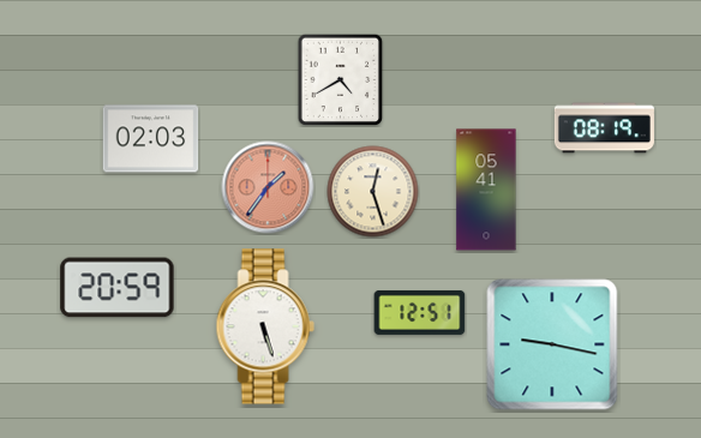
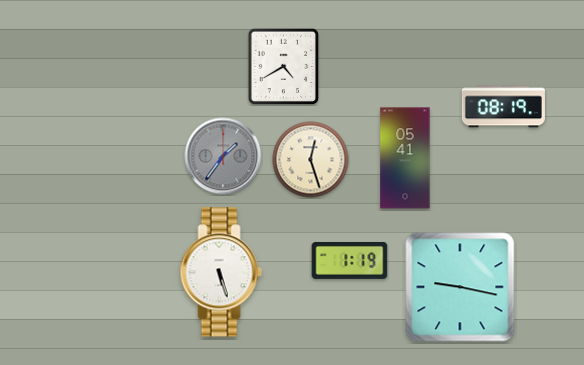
clock at (151, 139): 02:03 -> none
clock at (268, 187) dial: salmon -> grey
clock at (118, 288): 20:59 -> none
clock at (420, 312): 12:51 -> 1:19
